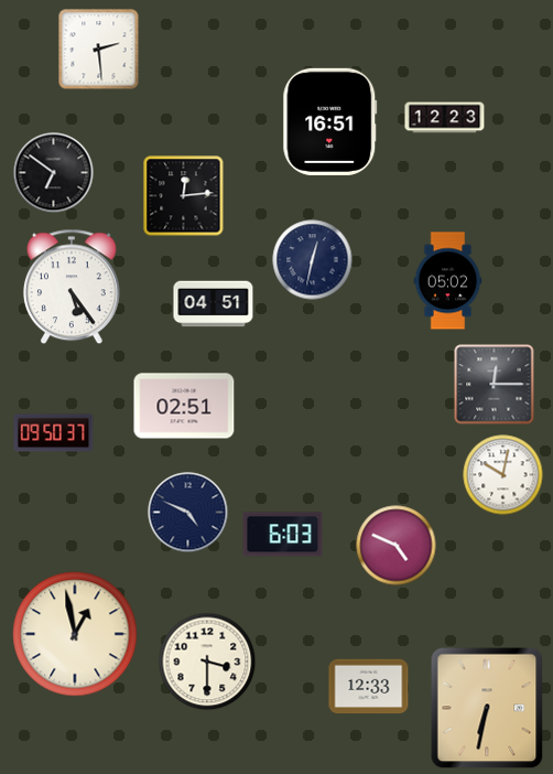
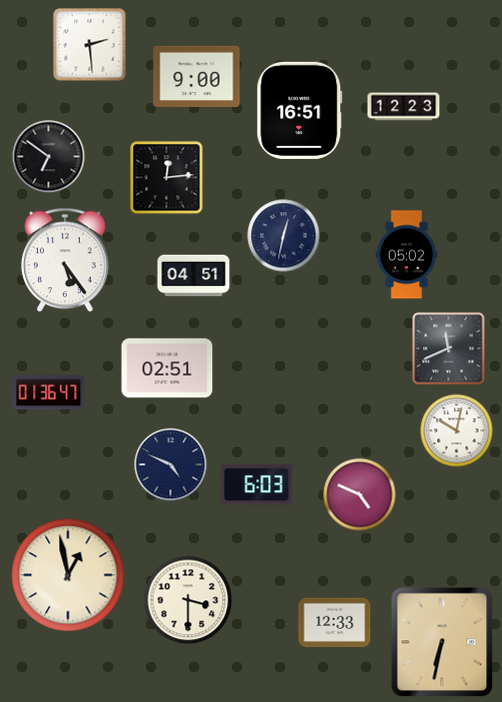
clock at (197, 76): none -> 9:00
clock at (495, 385): 12:15 -> 11:41
clock at (54, 433): 09:50 -> 01:36
